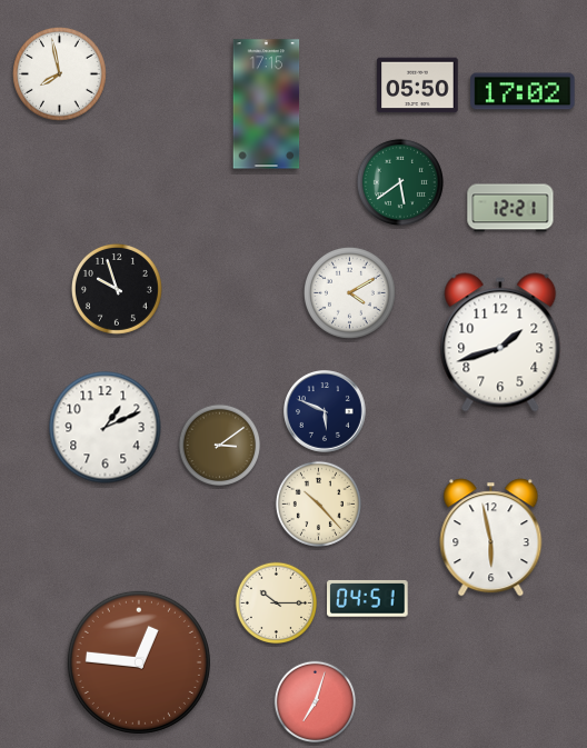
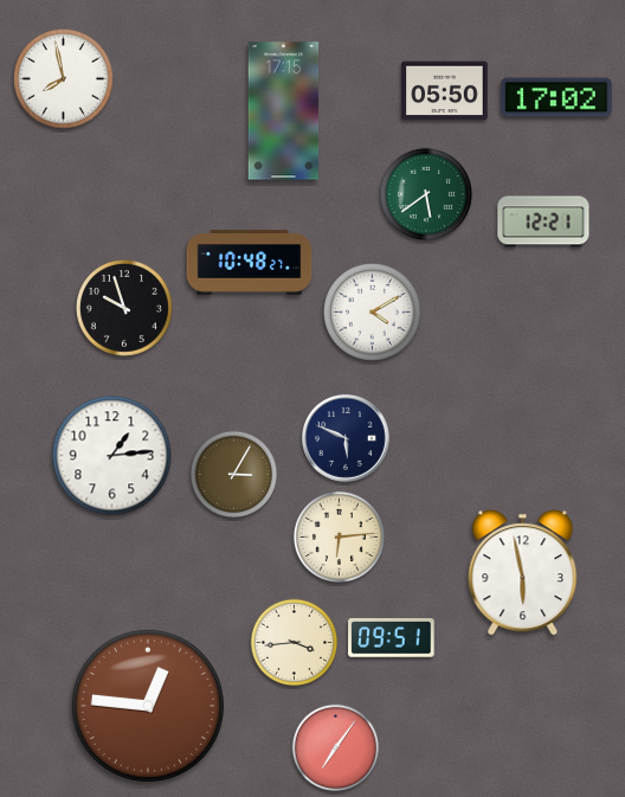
clock at (250, 263): none -> 10:48
clock at (500, 342): 1:42 -> none
clock at (106, 428): 1:11 -> 1:14
clock at (220, 446): 3:09 -> 3:05
clock at (318, 503): 10:23 -> 6:14
clock at (368, 599): 04:51 -> 09:51
clock at (277, 604): 10:15 -> 3:44
clock at (316, 702): 7:03 -> 7:06
